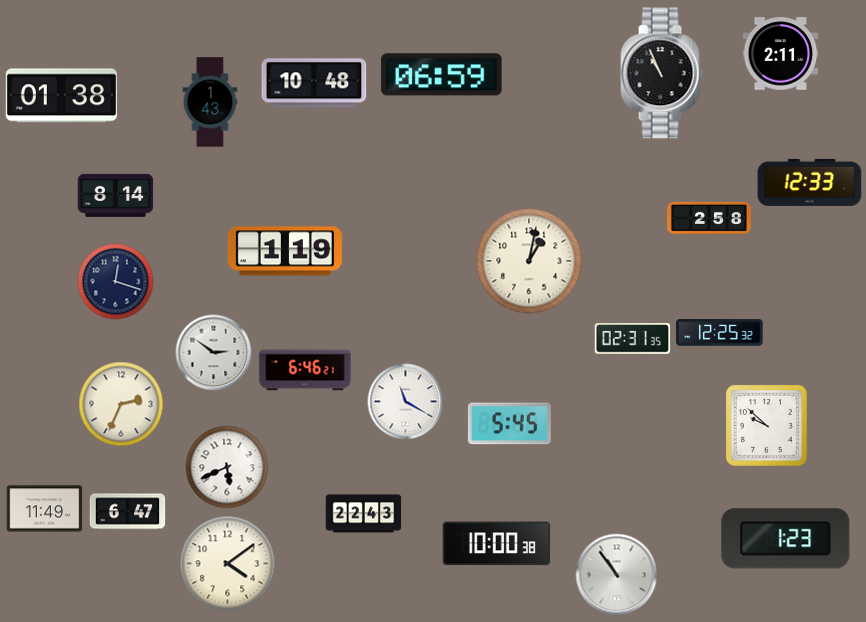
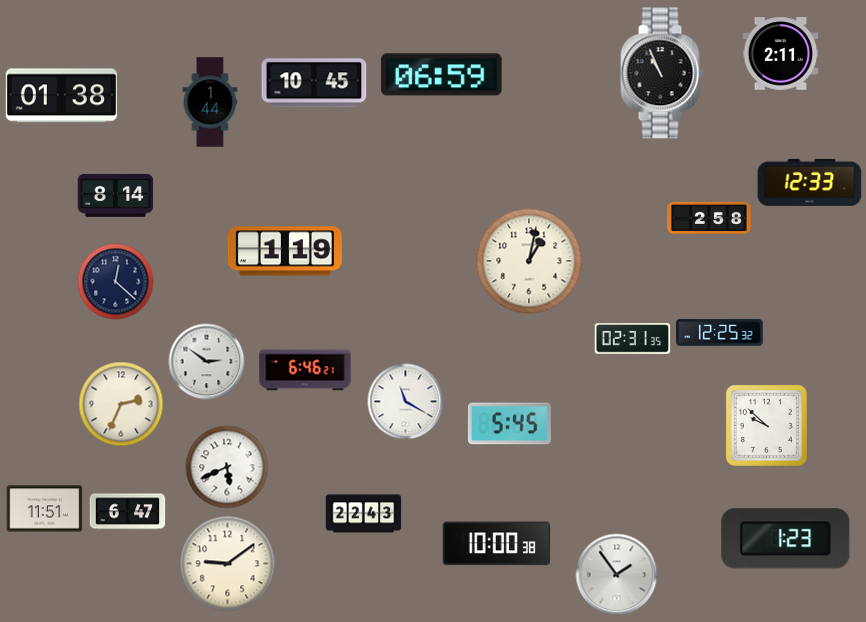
clock at (314, 83): 10:48 -> 10:45
clock at (210, 102): 1:43 -> 1:44
clock at (116, 282): 12:18 -> 12:22
clock at (214, 353) position: (214, 353) -> (207, 362)
clock at (45, 509): 11:49 -> 11:51
clock at (228, 564): 4:09 -> 9:09
clock at (617, 575): 10:54 -> 1:54
